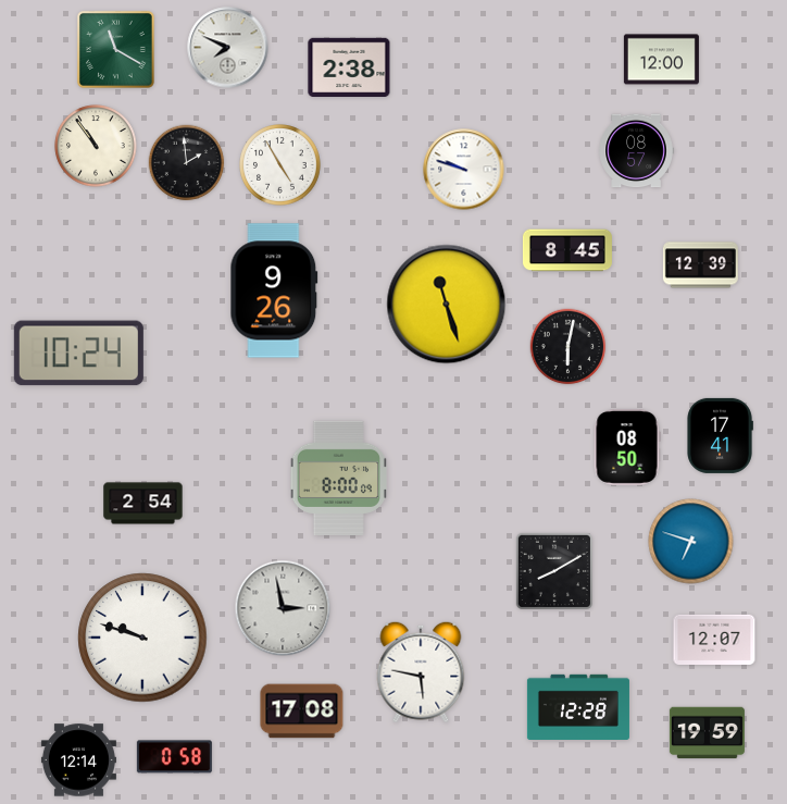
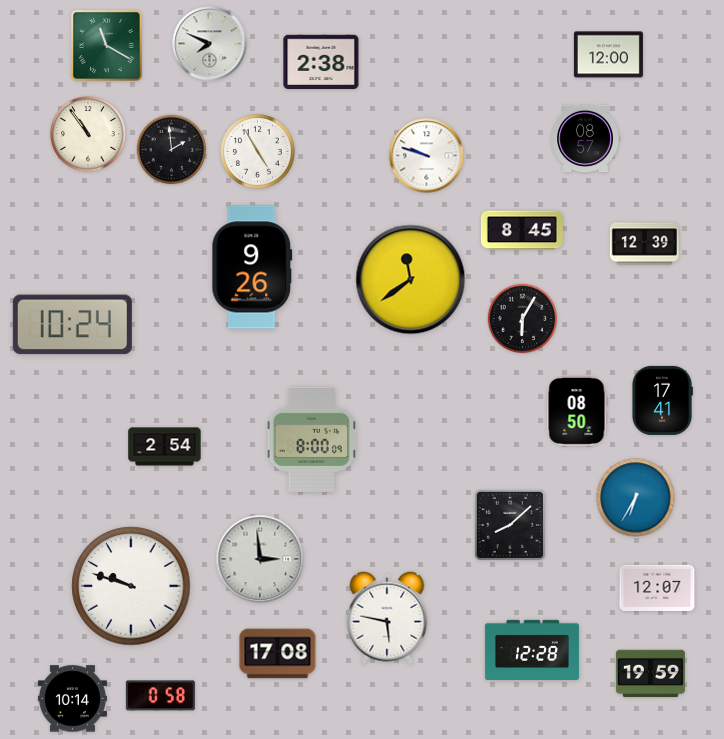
clock at (447, 305): 11:27 -> 11:39
clock at (569, 347): 6:02 -> 6:05
clock at (143, 504) position: (143, 504) -> (165, 447)
clock at (691, 542): 6:48 -> 6:35
clock at (554, 571): 8:10 -> 8:08
clock at (283, 608): 2:58 -> 2:59
clock at (78, 760): 12:14 -> 10:14
